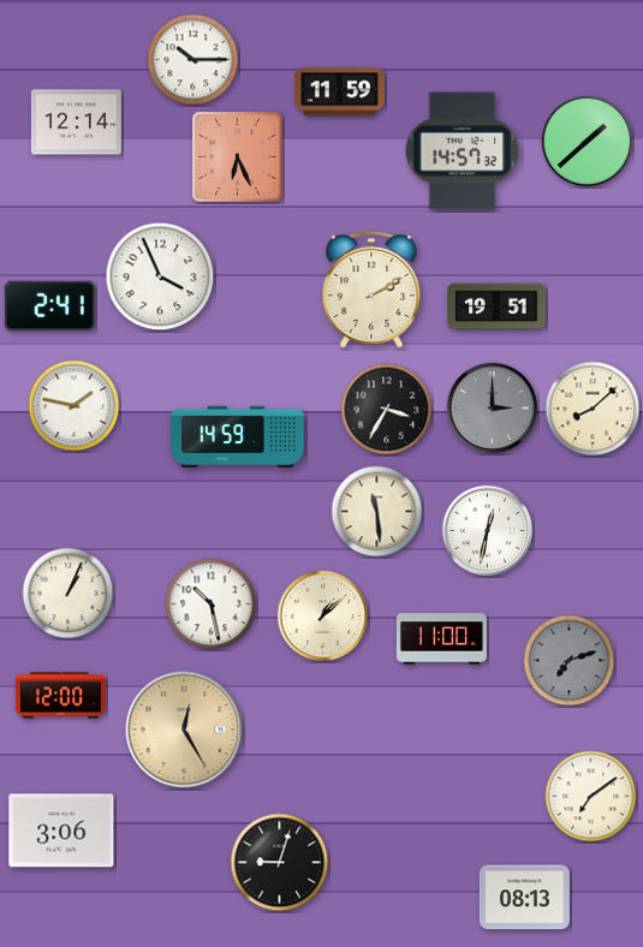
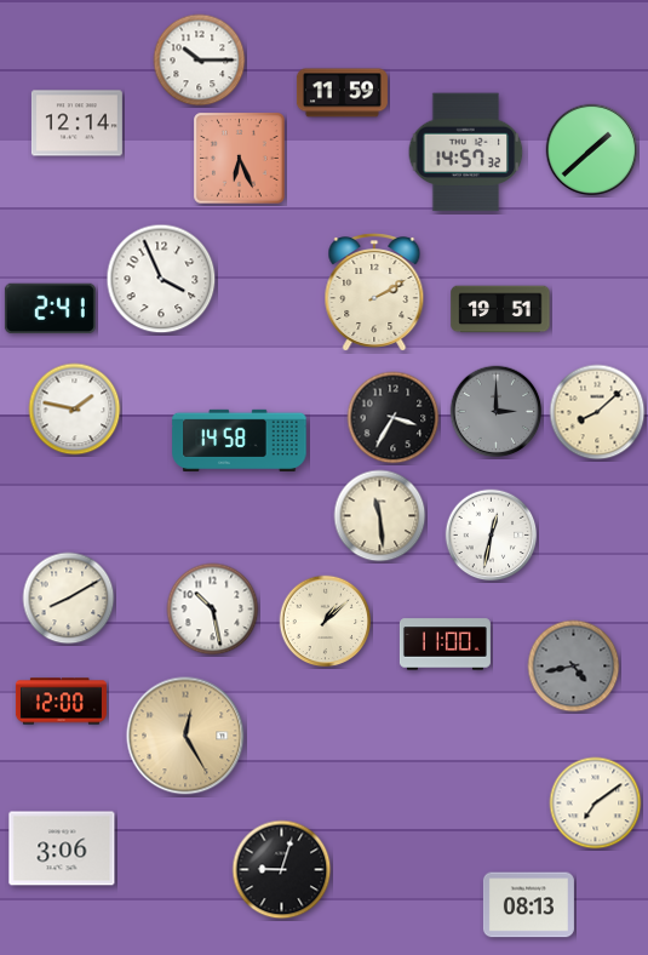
clock at (194, 60) position: (194, 60) -> (200, 61)
clock at (588, 142) position: (588, 142) -> (592, 150)
clock at (387, 410) position: (387, 410) -> (394, 418)
clock at (238, 436): 14:59 -> 14:58
clock at (69, 594): 1:04 -> 8:10
clock at (570, 661): 7:12 -> 4:43
clock at (61, 830) position: (61, 830) -> (62, 848)
